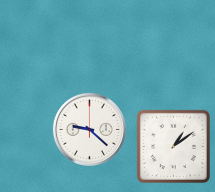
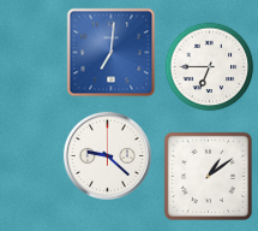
clock at (112, 53): none -> 7:01
clock at (210, 67): none -> 6:45
